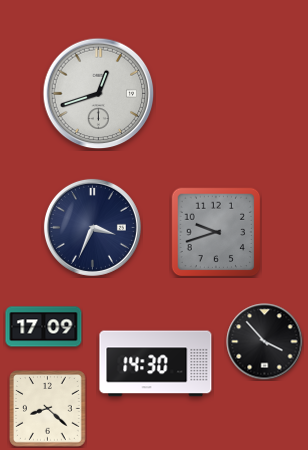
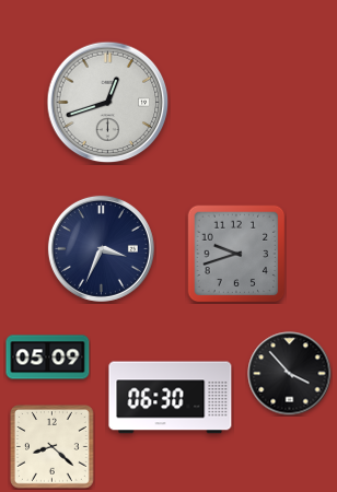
clock at (44, 327): 17:09 -> 05:09
clock at (156, 364): 14:30 -> 06:30
